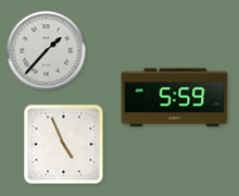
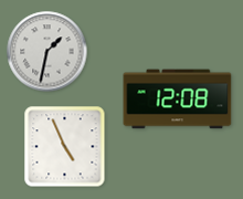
clock at (47, 51): 1:37 -> 1:32
clock at (175, 98): 5:59 -> 12:08
